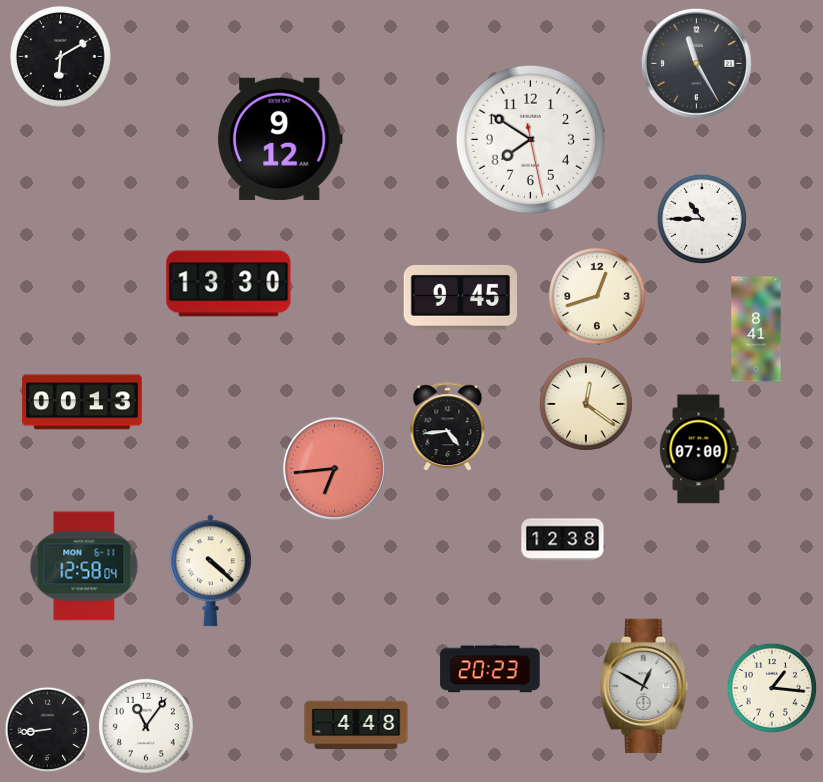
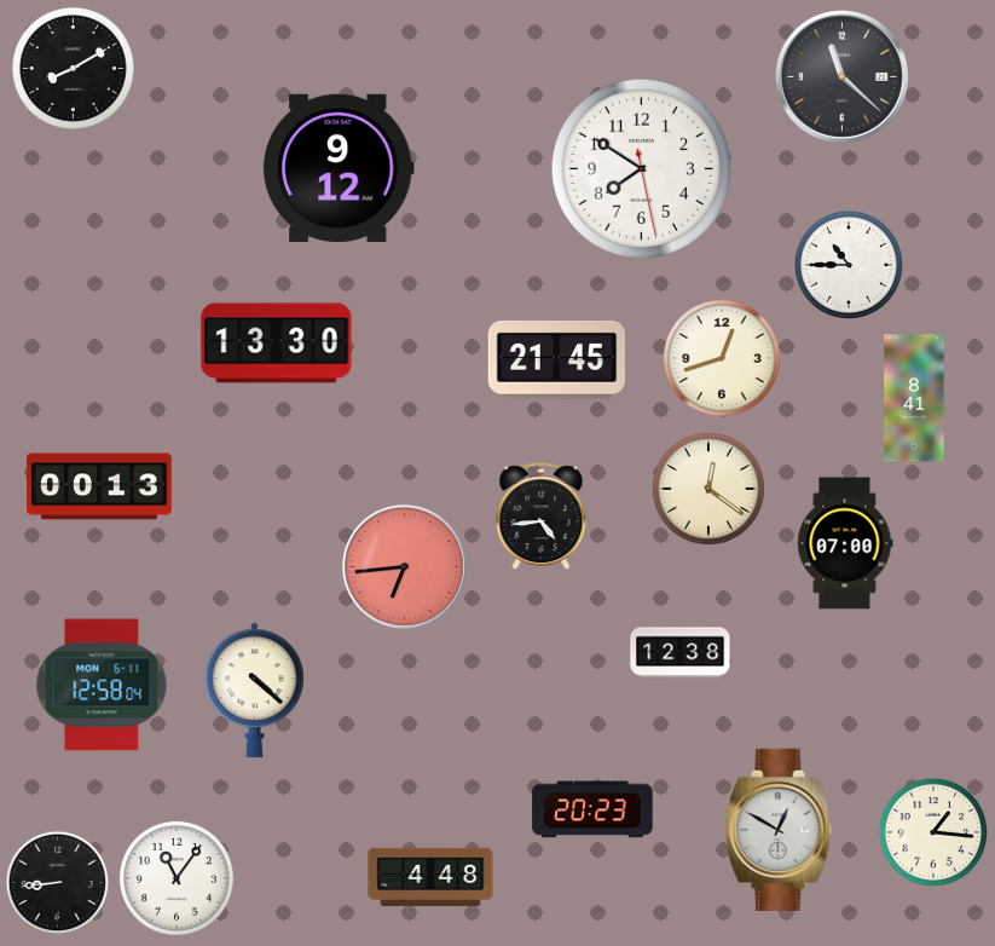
clock at (61, 57): 6:10 -> 8:10
clock at (696, 63): 11:25 -> 11:22
clock at (461, 297): 9:45 -> 21:45
